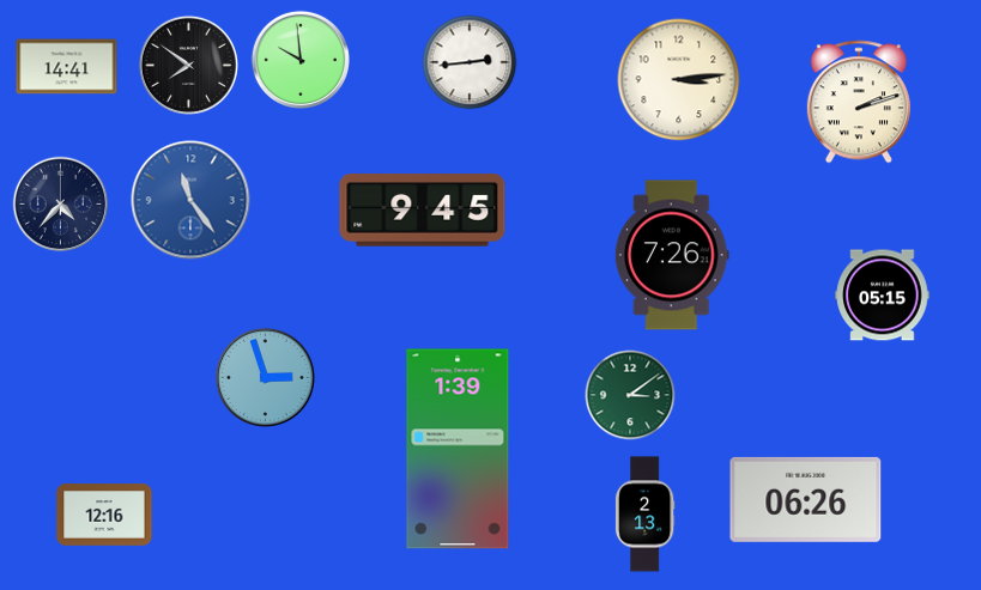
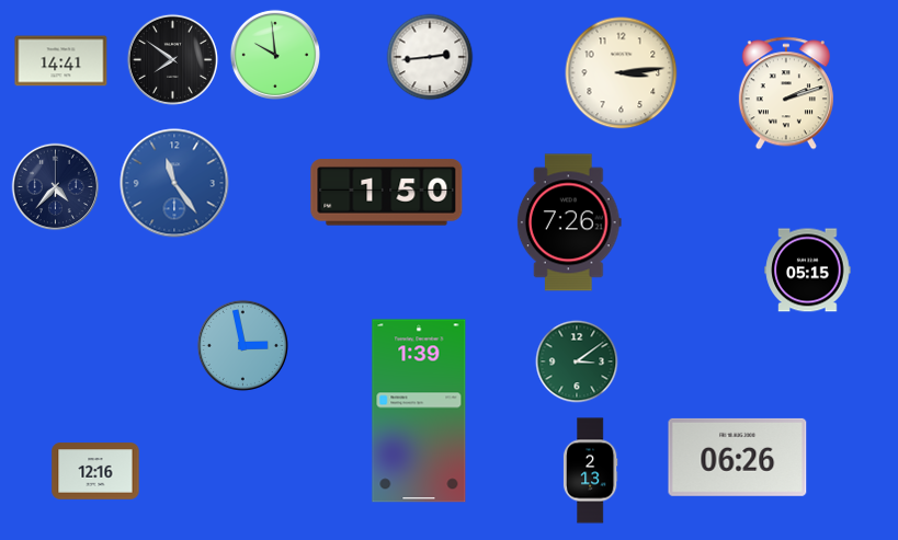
clock at (423, 211): 9:45 -> 1:50
clock at (672, 255) position: (672, 255) -> (569, 222)
clock at (265, 377): 2:57 -> 2:58
